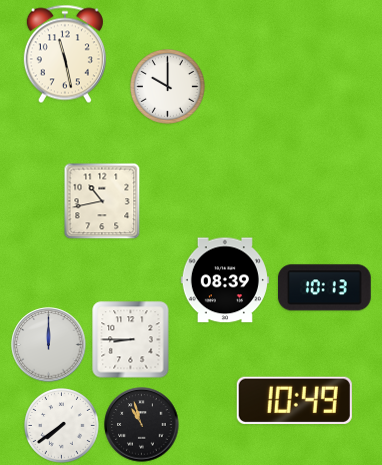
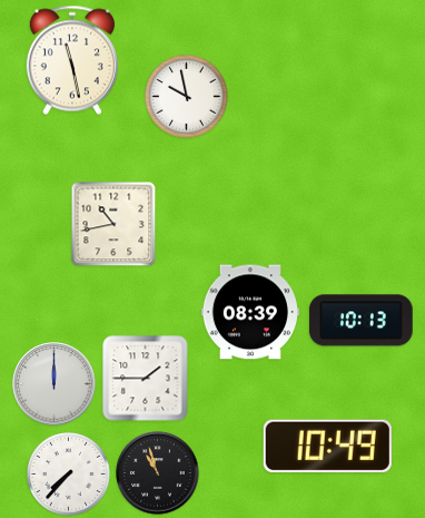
clock at (168, 87): 10:00 -> 9:58
clock at (131, 340): 8:45 -> 1:45
clock at (62, 426): 7:39 -> 7:37
